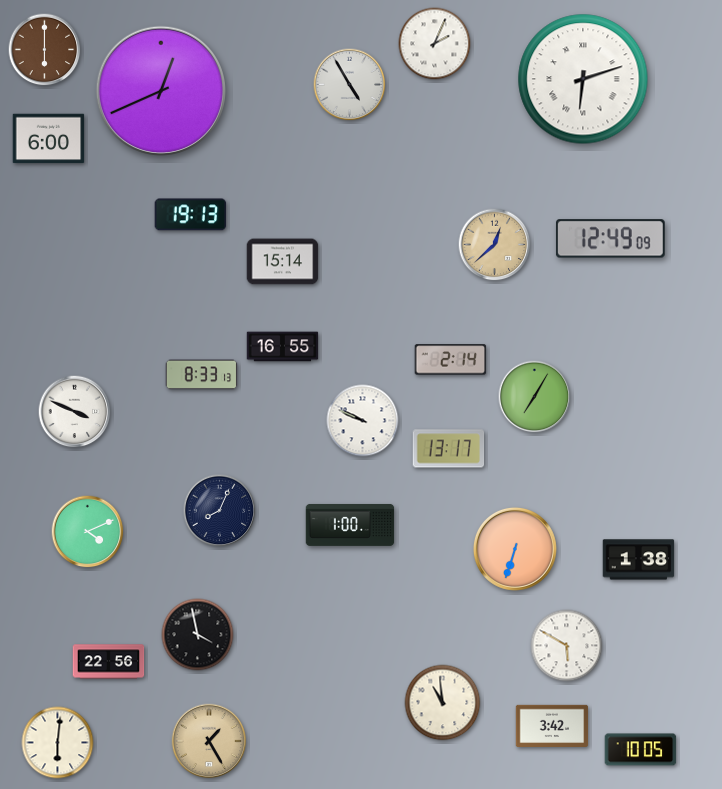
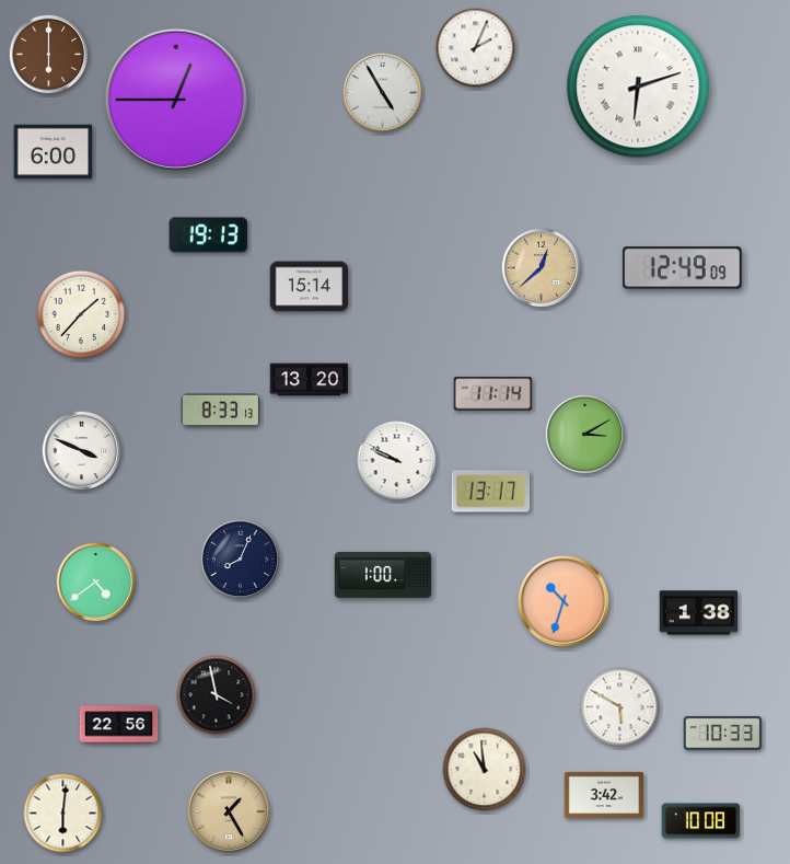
clock at (161, 91): 12:41 -> 12:45
clock at (610, 239) position: (610, 239) -> (682, 268)
clock at (81, 314): none -> 1:37
clock at (283, 347): 16:55 -> 13:20
clock at (451, 360): 2:14 -> 11:14
clock at (535, 397): 7:05 -> 3:10
clock at (88, 532): 4:11 -> 4:39
clock at (515, 549): 6:33 -> 10:33
clock at (723, 733): none -> 10:33
clock at (641, 750): 10:05 -> 10:08
